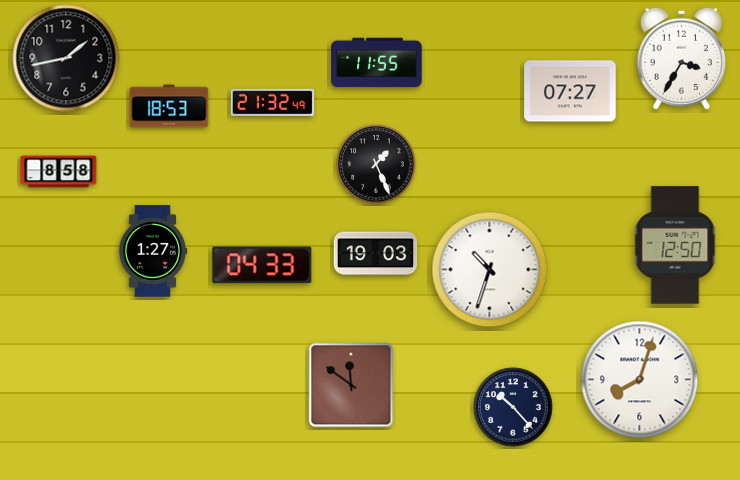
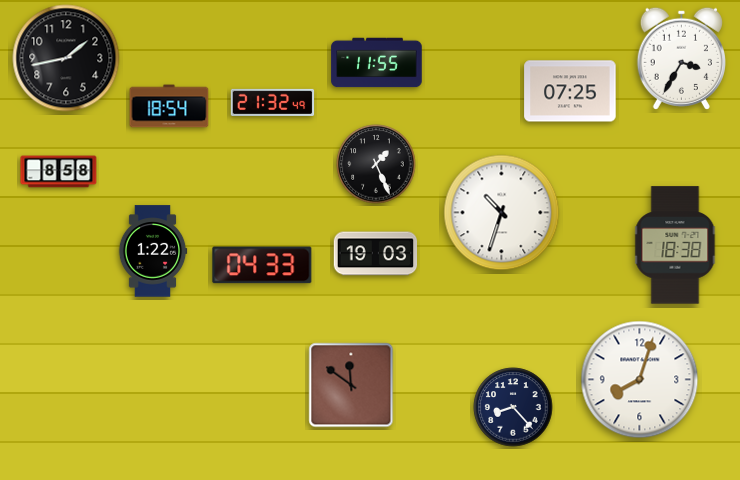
clock at (570, 91): 07:27 -> 07:25
clock at (169, 106): 18:53 -> 18:54
clock at (675, 245): 12:50 -> 18:38
clock at (153, 251): 1:27 -> 1:22
clock at (490, 270) position: (490, 270) -> (502, 213)
clock at (513, 407): 10:23 -> 8:23
